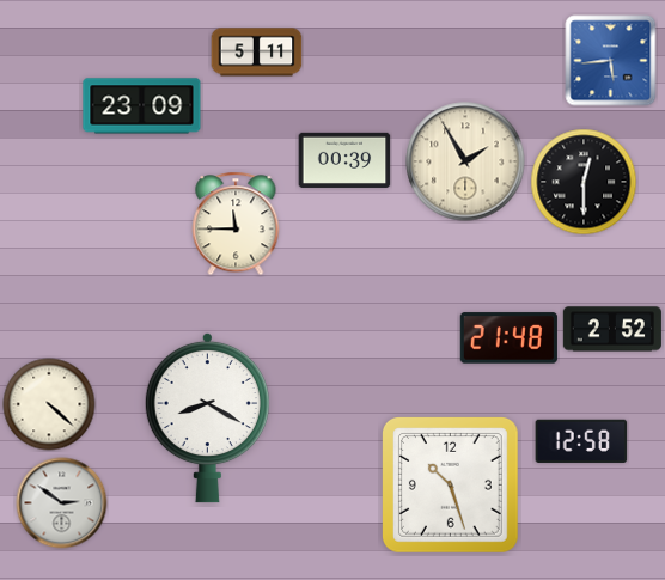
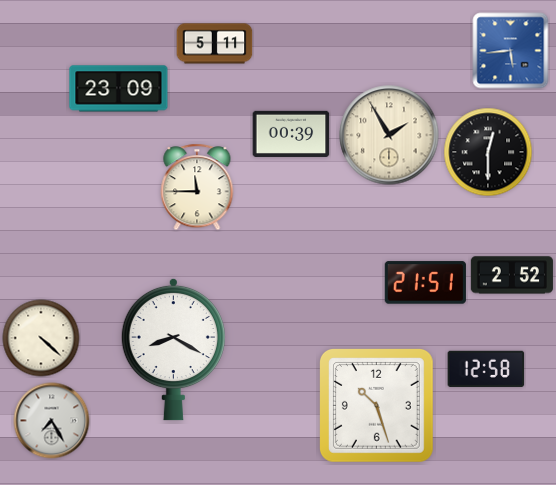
clock at (344, 160) position: (344, 160) -> (291, 134)
clock at (508, 338): 21:48 -> 21:51
clock at (62, 503): 2:51 -> 7:25
